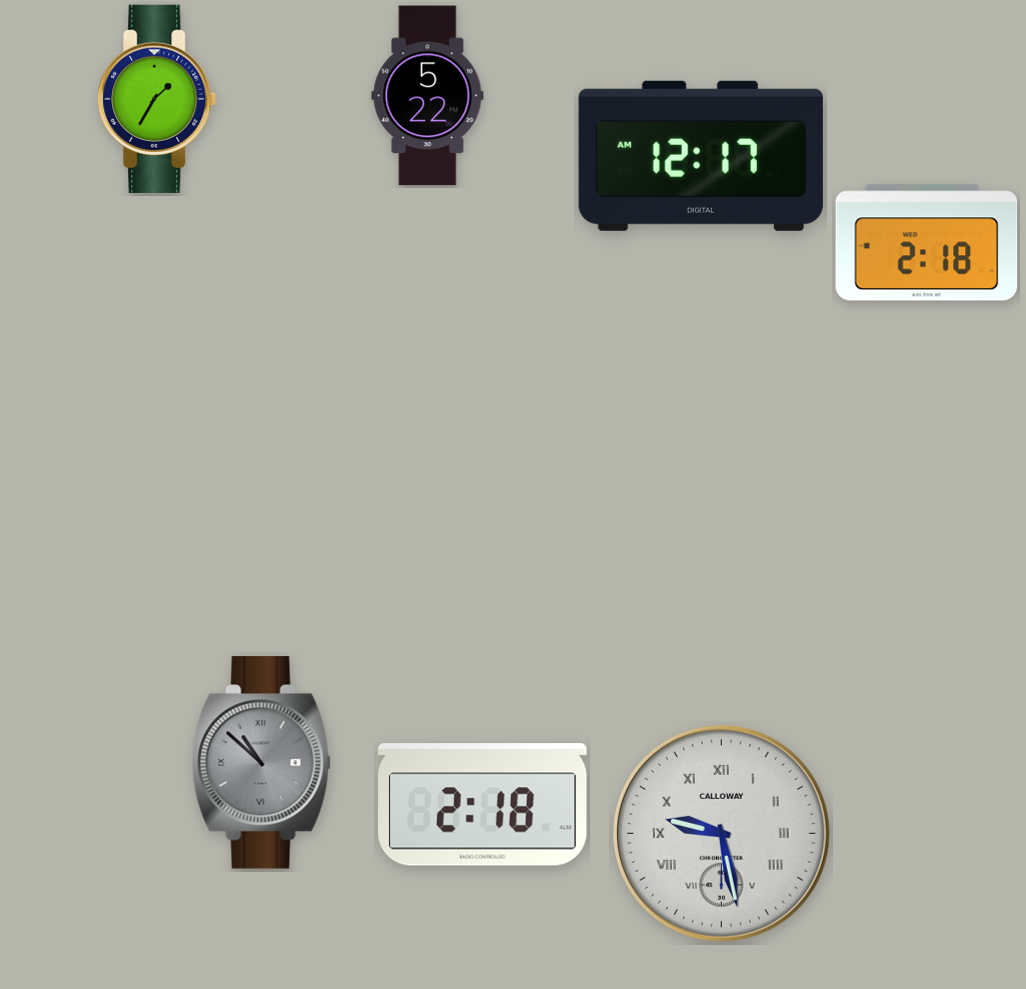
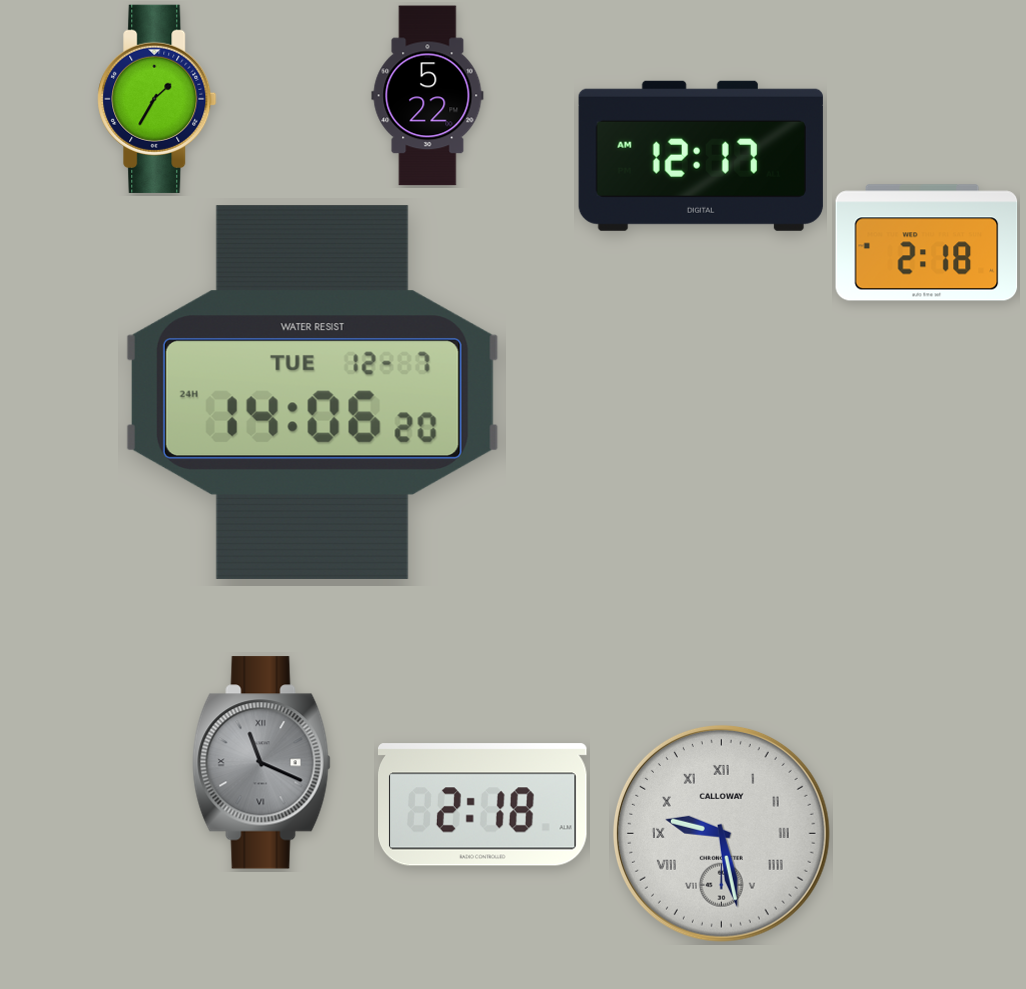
clock at (312, 392): none -> 14:06
clock at (262, 763): 10:52 -> 11:19
